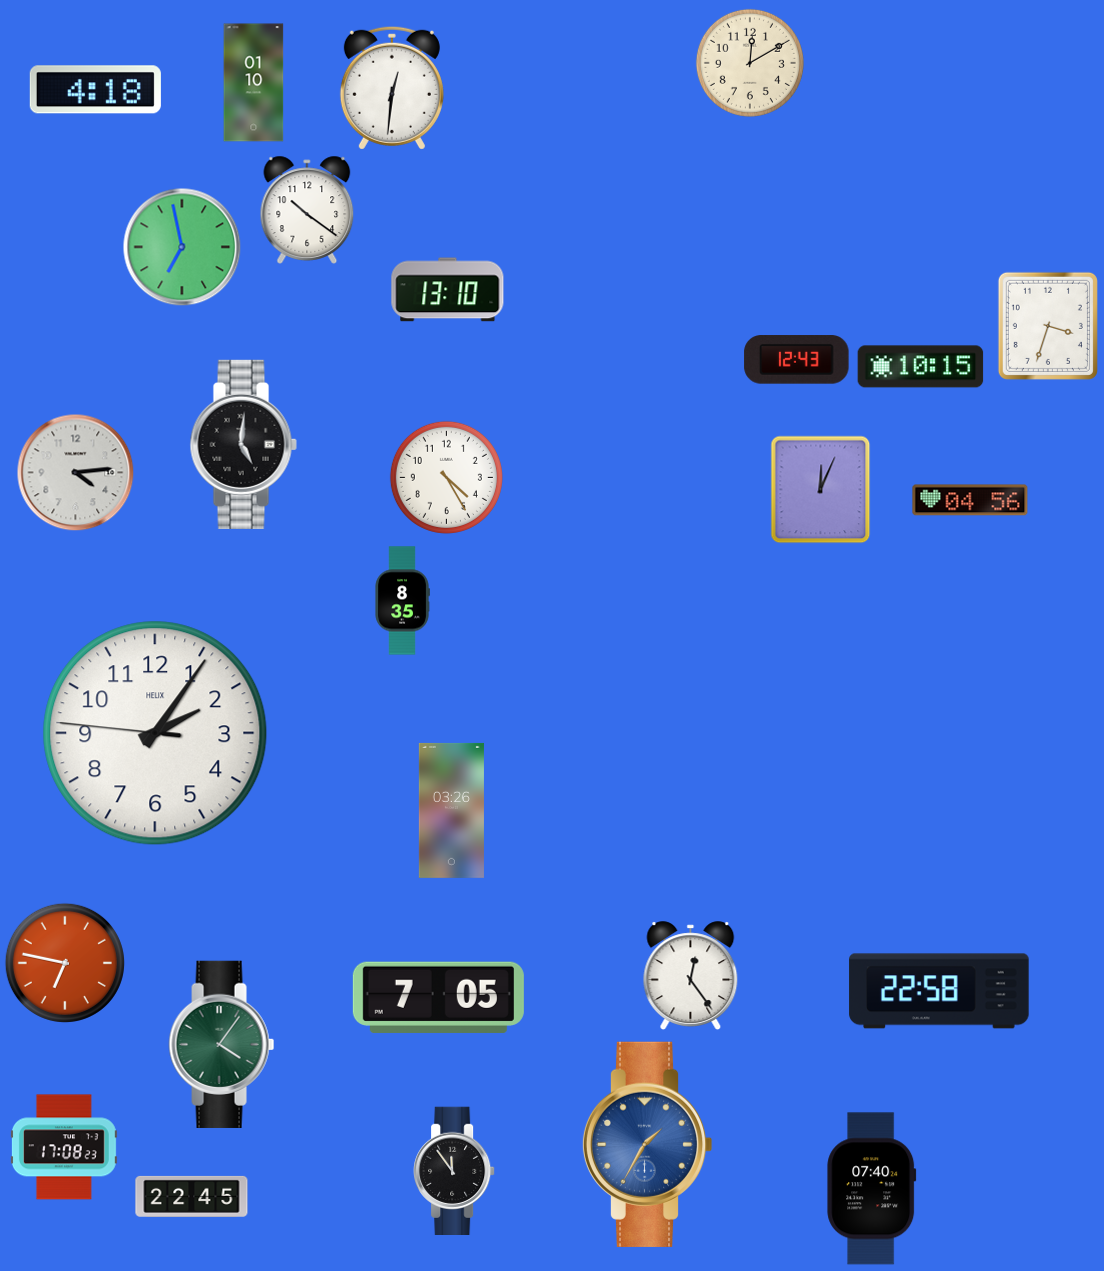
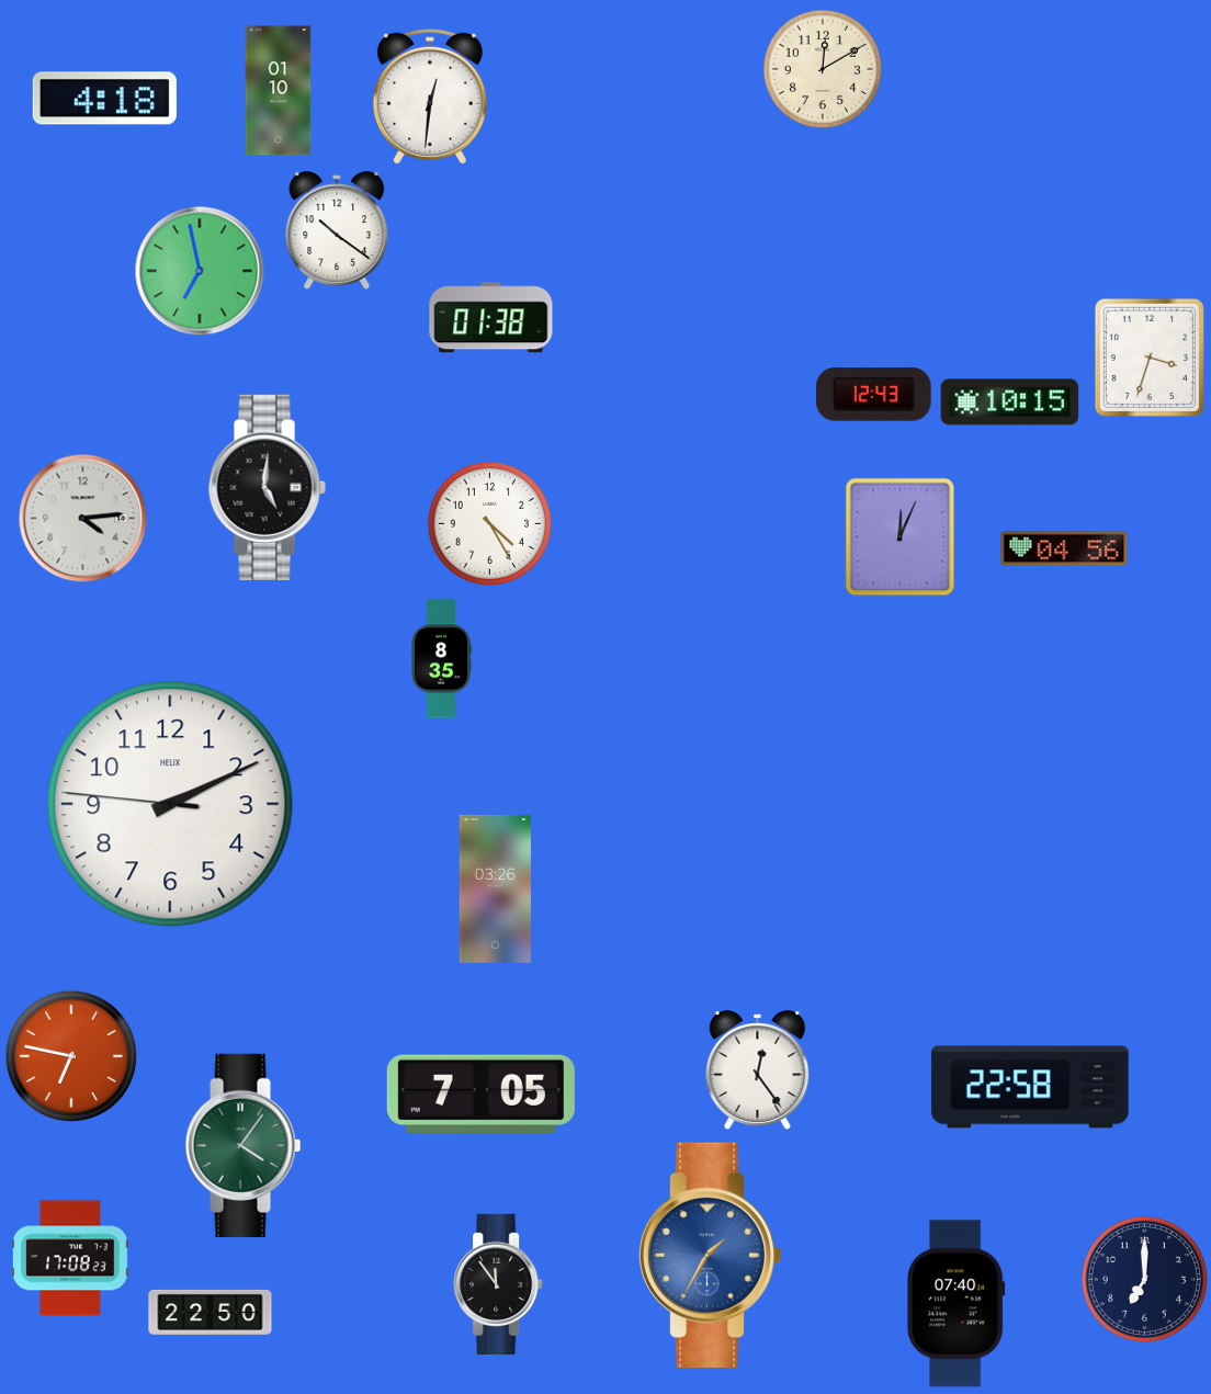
clock at (448, 290): 13:10 -> 01:38
clock at (155, 733): 2:05 -> 2:10
clock at (1144, 1279): none -> 7:00
clock at (192, 1196): 22:45 -> 22:50
